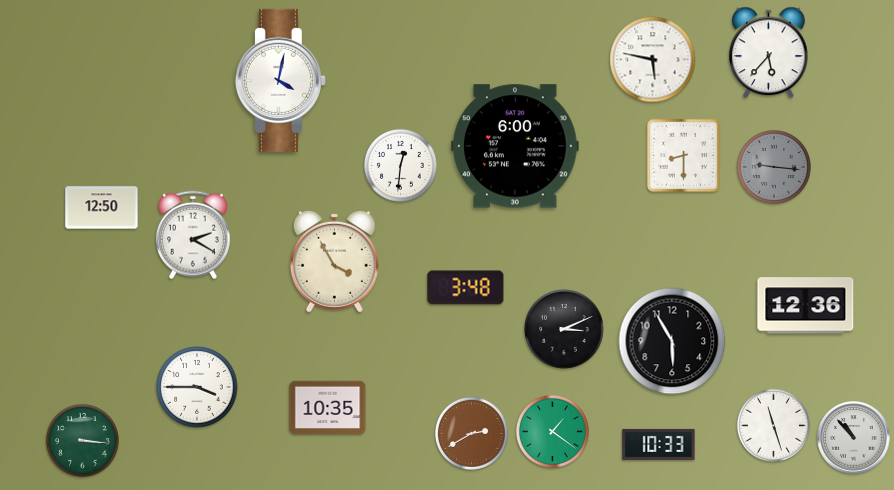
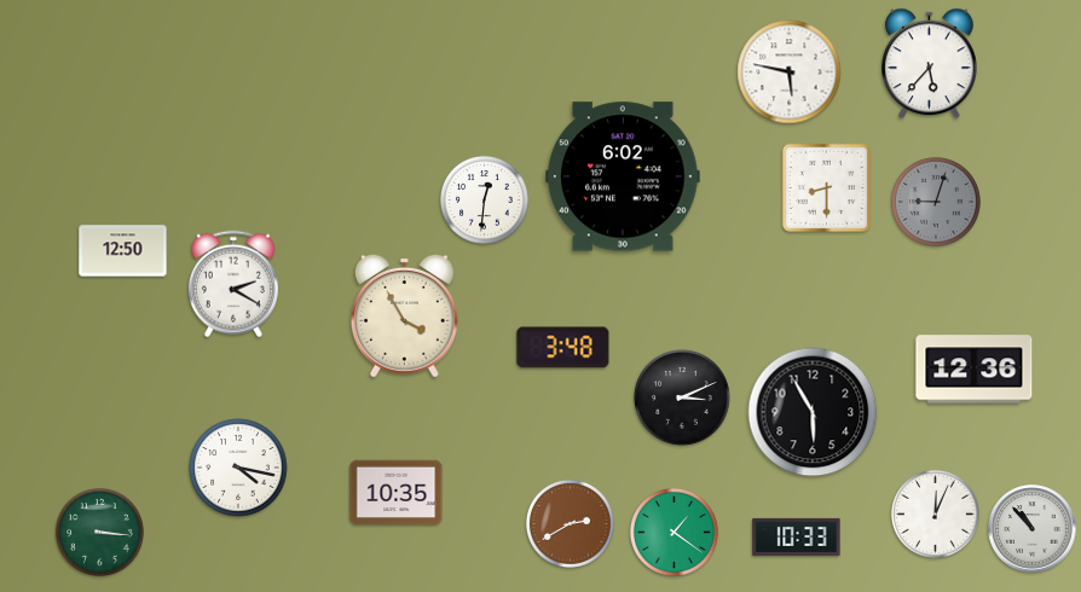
clock at (280, 80): 4:02 -> none
clock at (515, 146): 6:00 -> 6:02
clock at (774, 167): 9:16 -> 9:03
clock at (197, 387): 3:45 -> 4:17
clock at (773, 425): 11:27 -> 12:04
clock at (552, 431) position: (552, 431) -> (674, 532)
